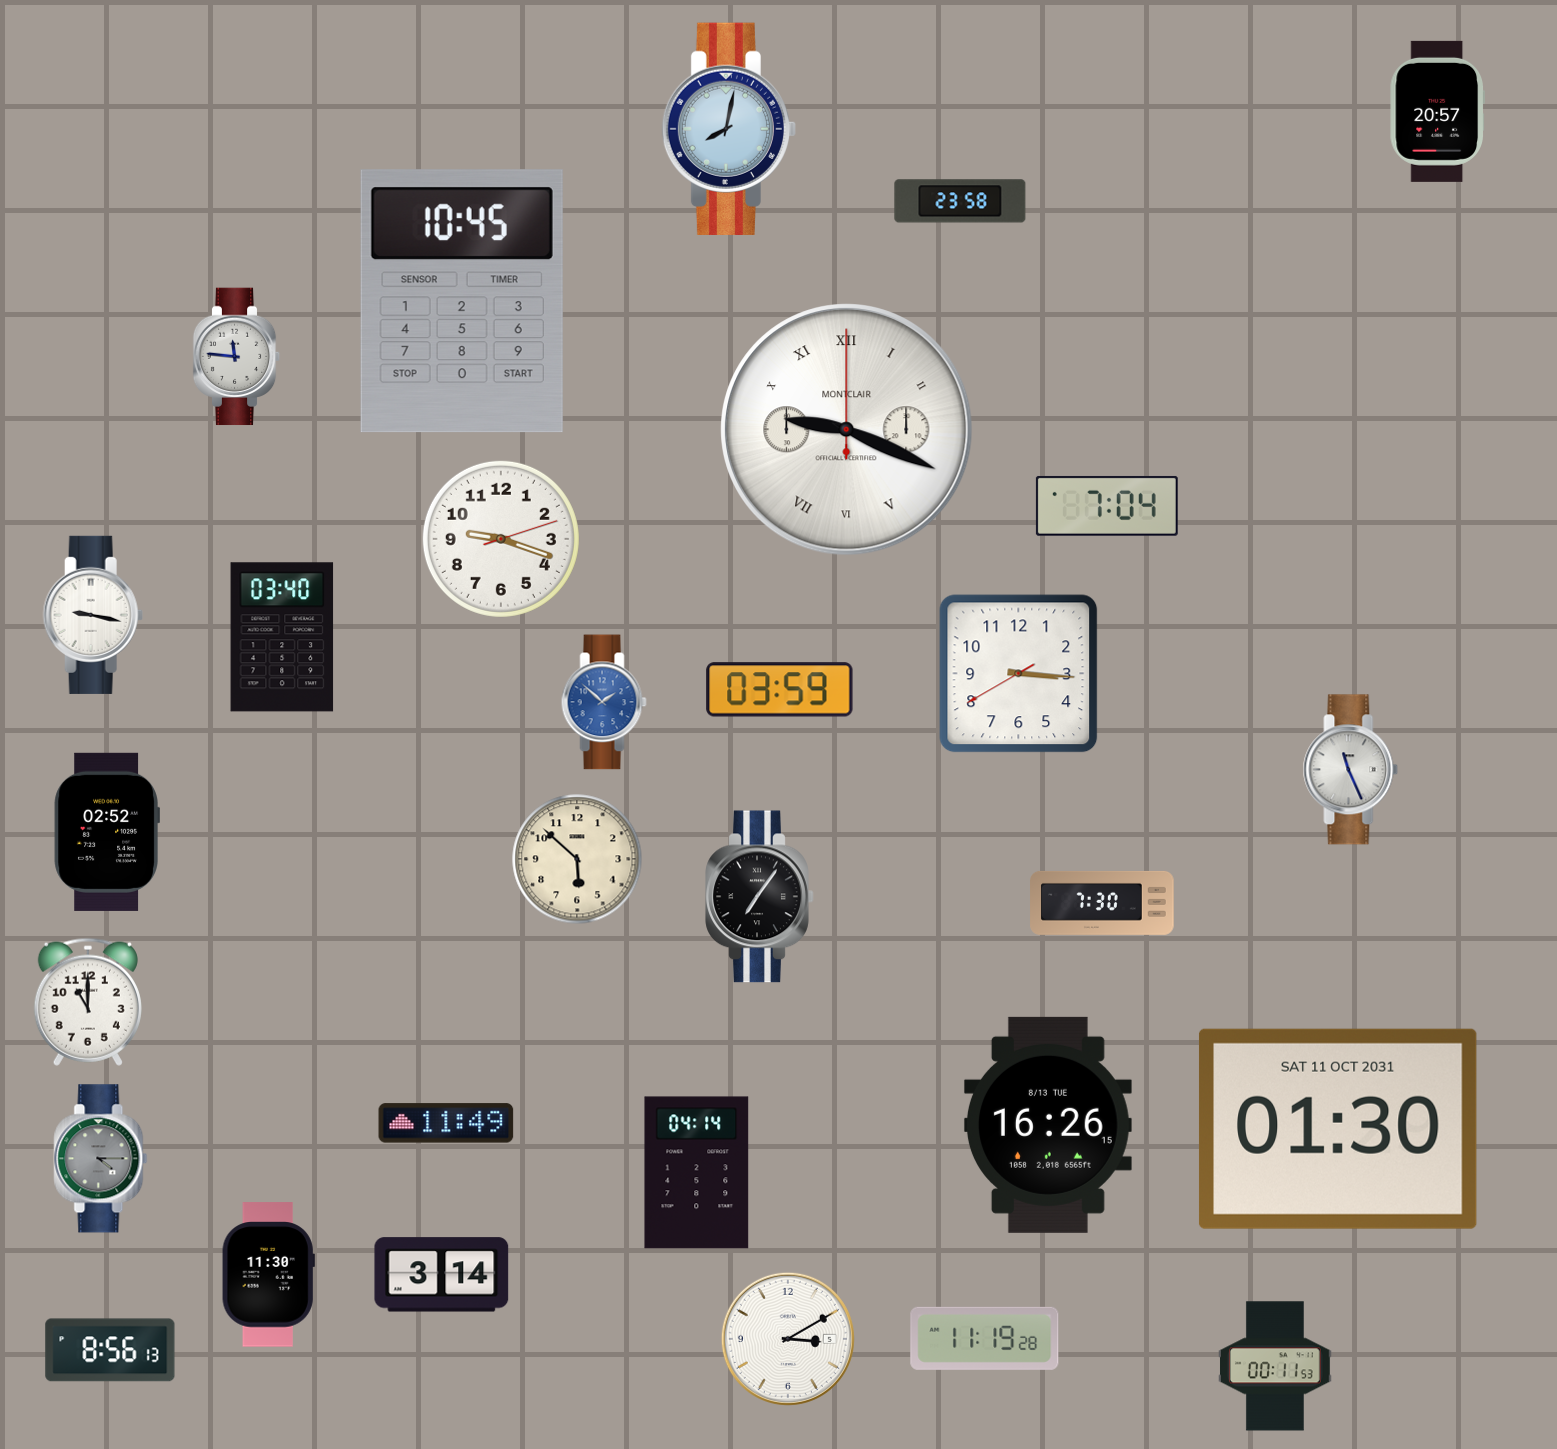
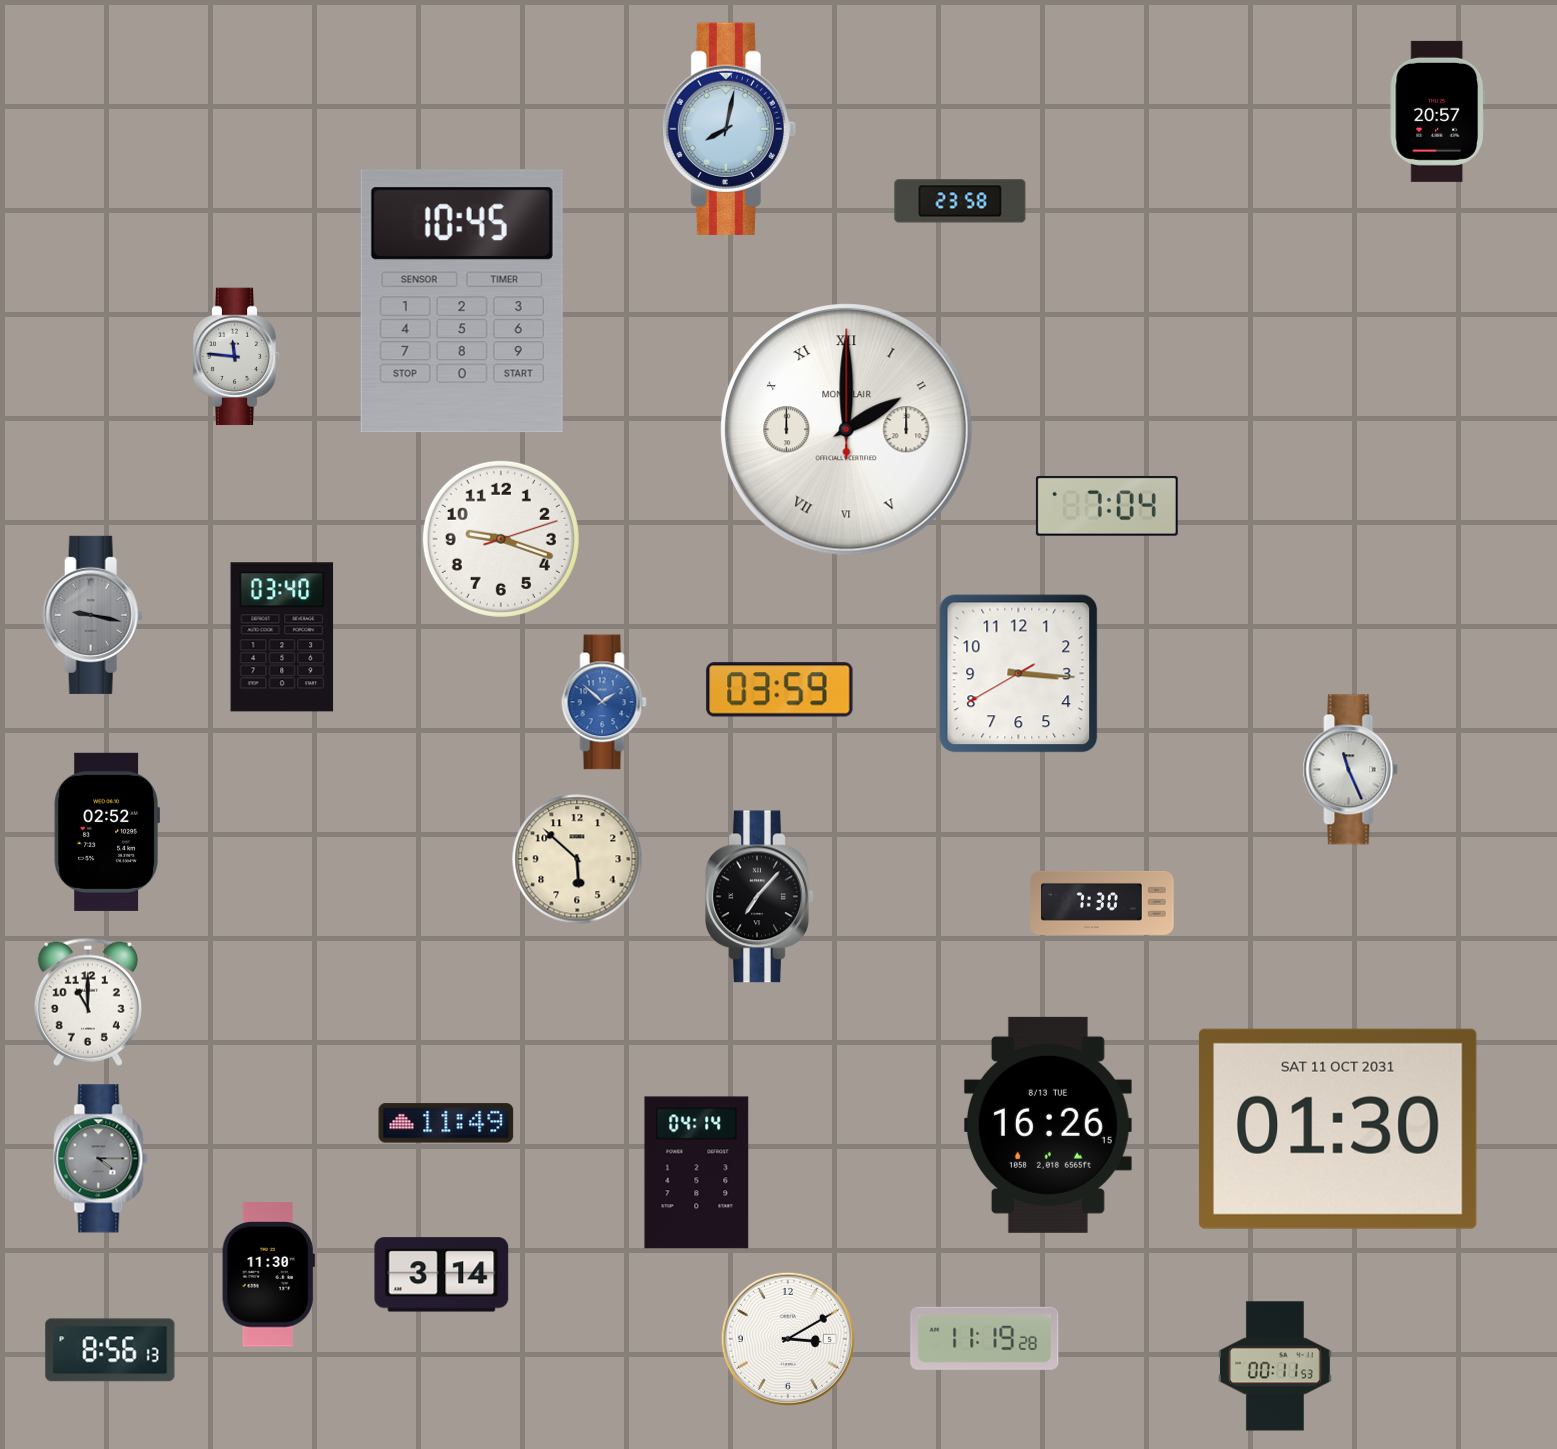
clock at (847, 430): 9:19 -> 2:00
clock at (93, 615) dial: white -> grey
clock at (760, 897): 7:06 -> 7:07
